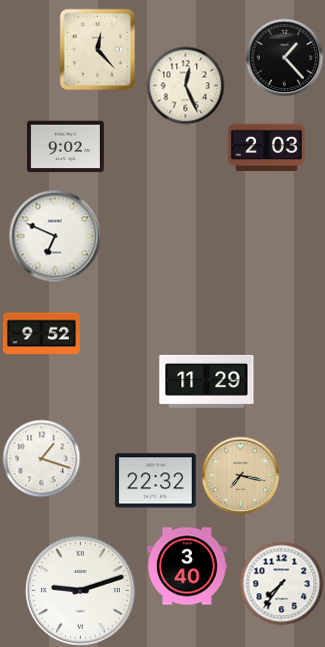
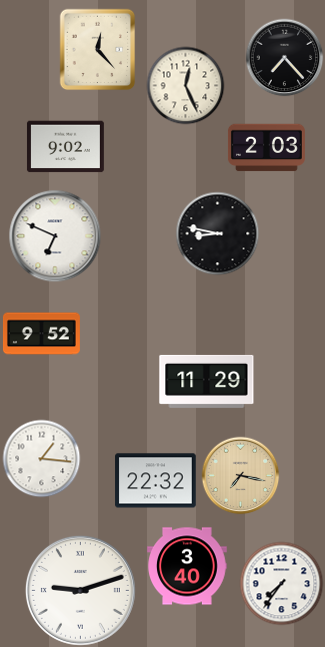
clock at (284, 57): 1:23 -> 7:23
clock at (217, 233): none -> 8:47
clock at (41, 458): 1:18 -> 1:16
